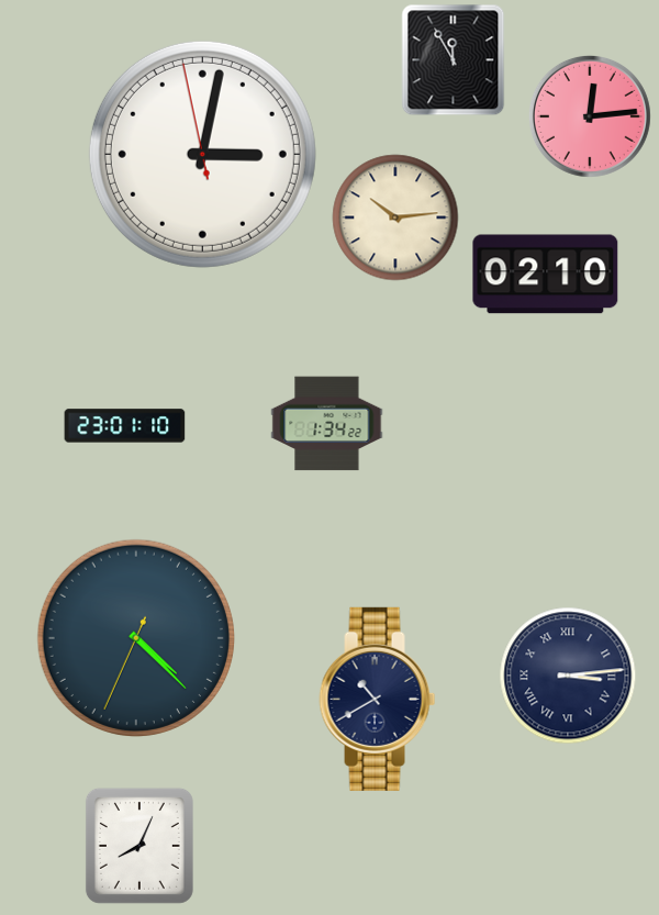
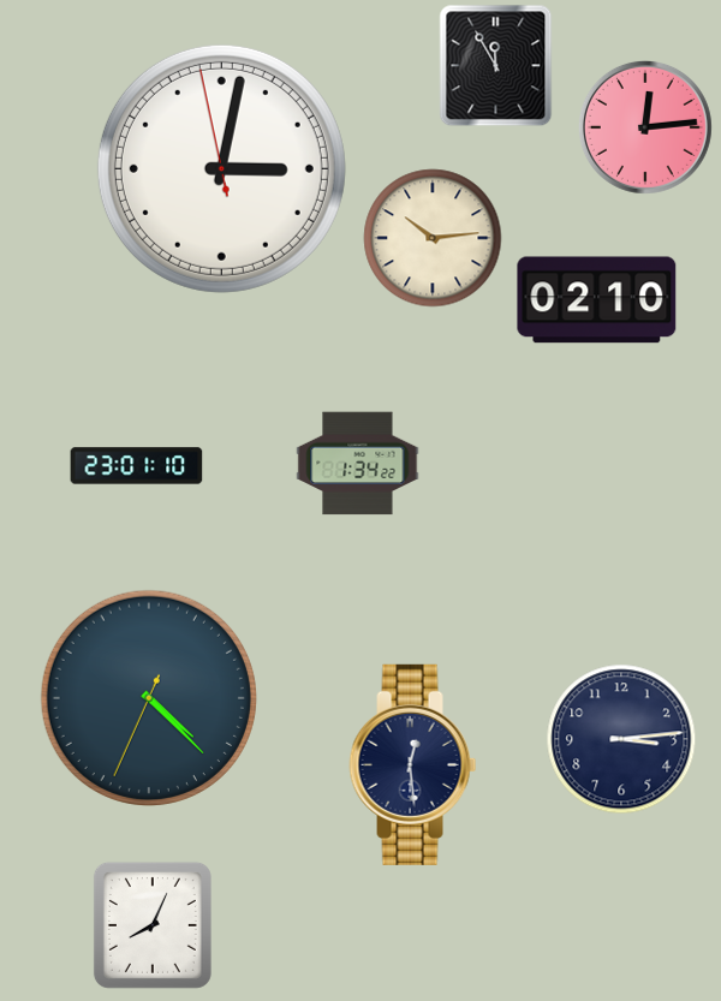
clock at (568, 676) numerals: Roman -> Arabic
clock at (378, 699): 10:40 -> 12:29
